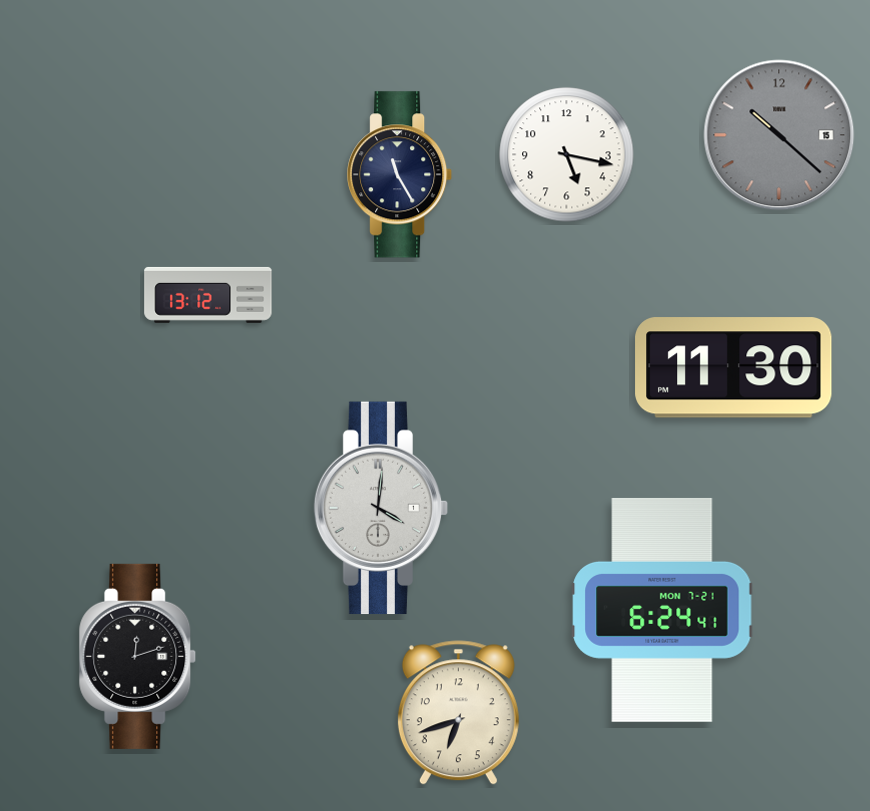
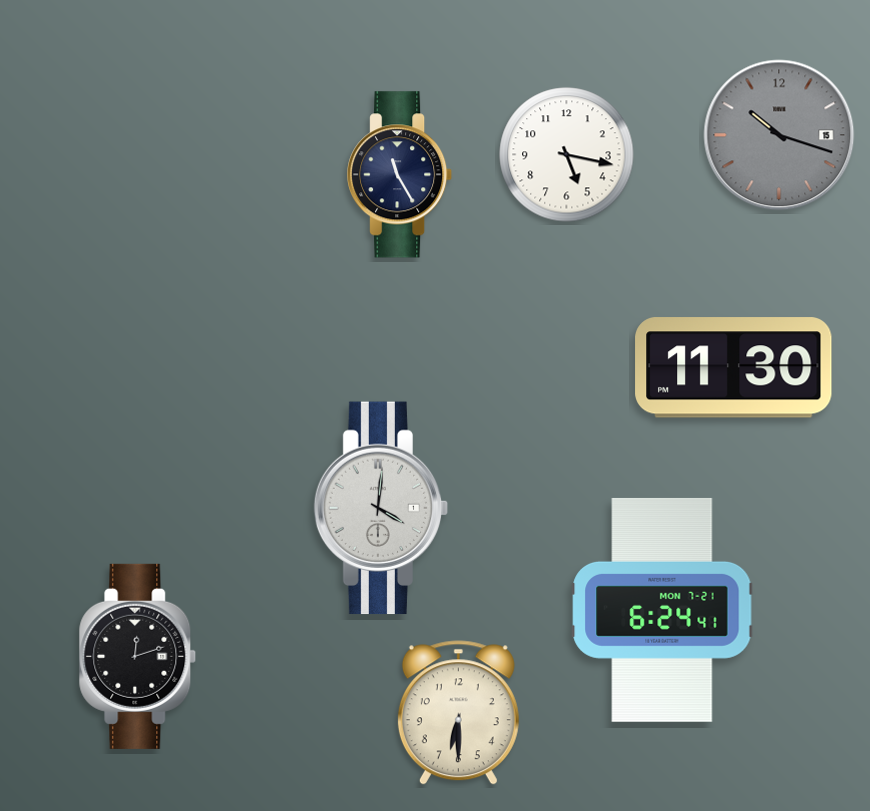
clock at (779, 135): 10:22 -> 10:18
clock at (208, 295): 13:12 -> none
clock at (458, 713): 6:42 -> 6:30
